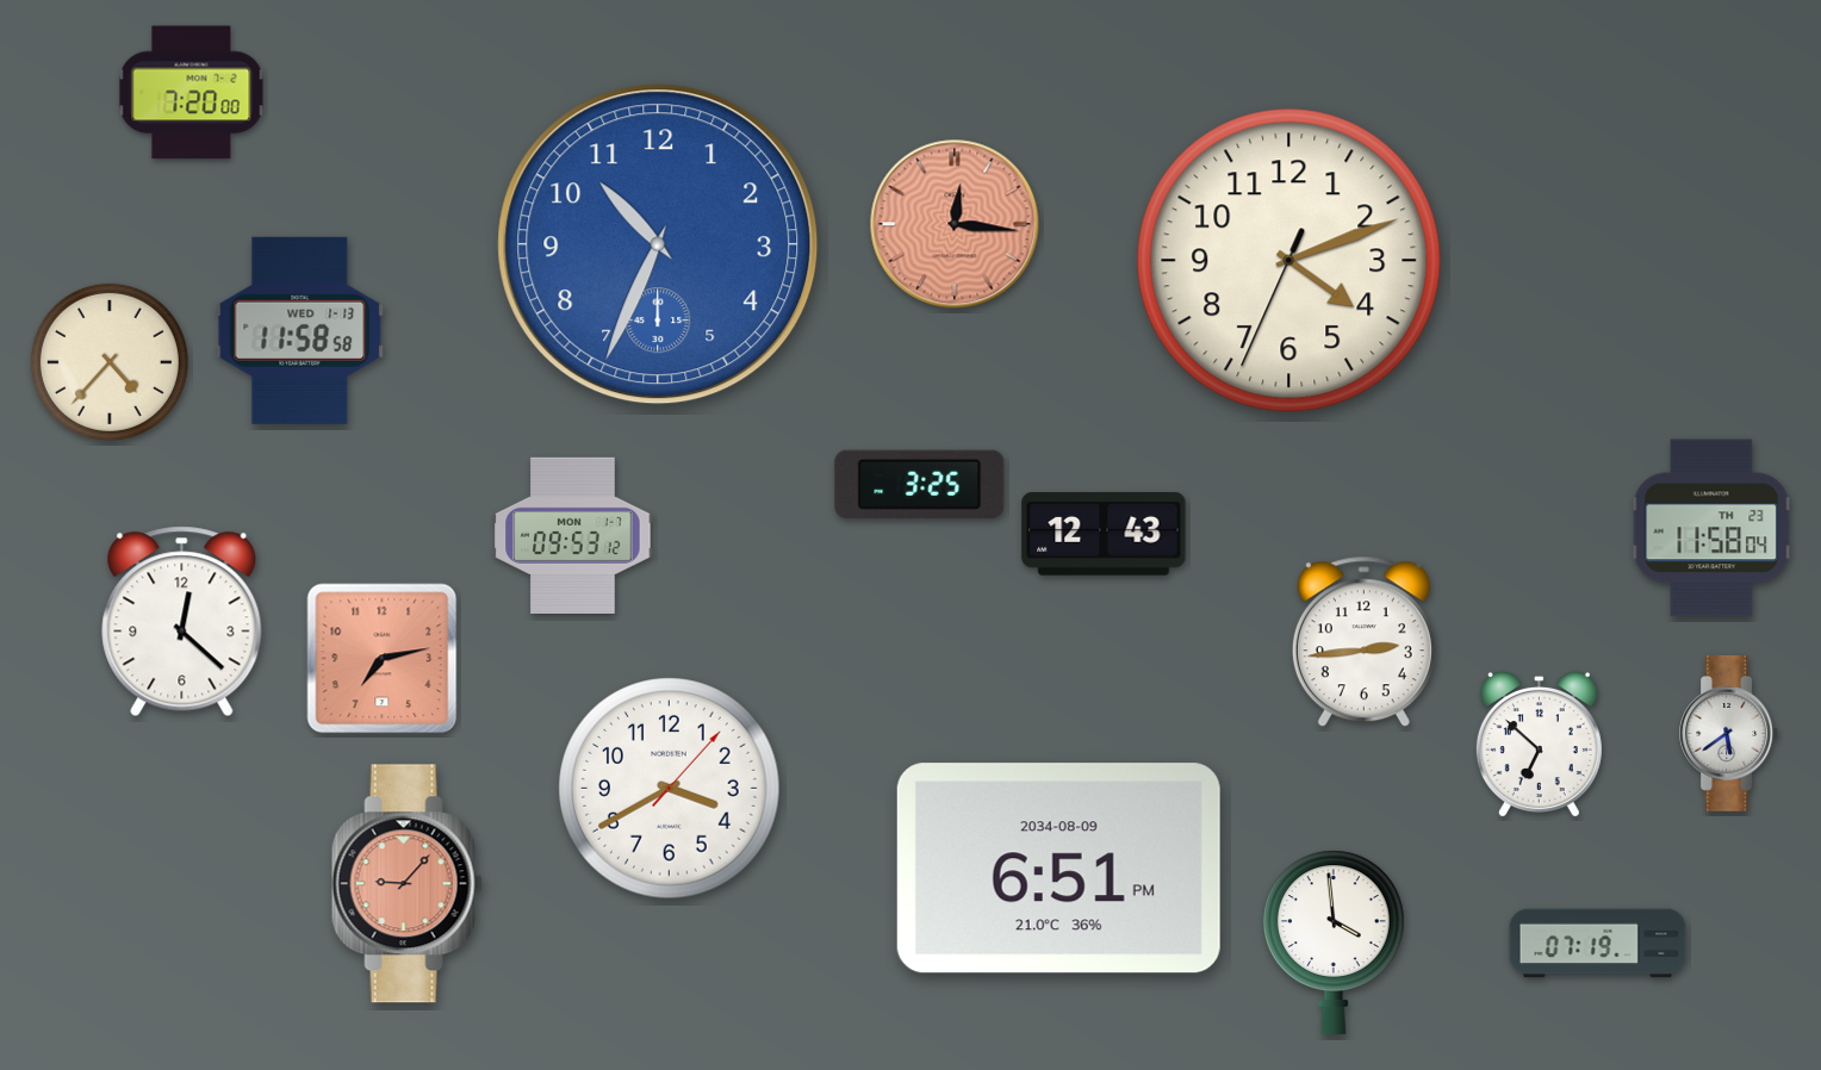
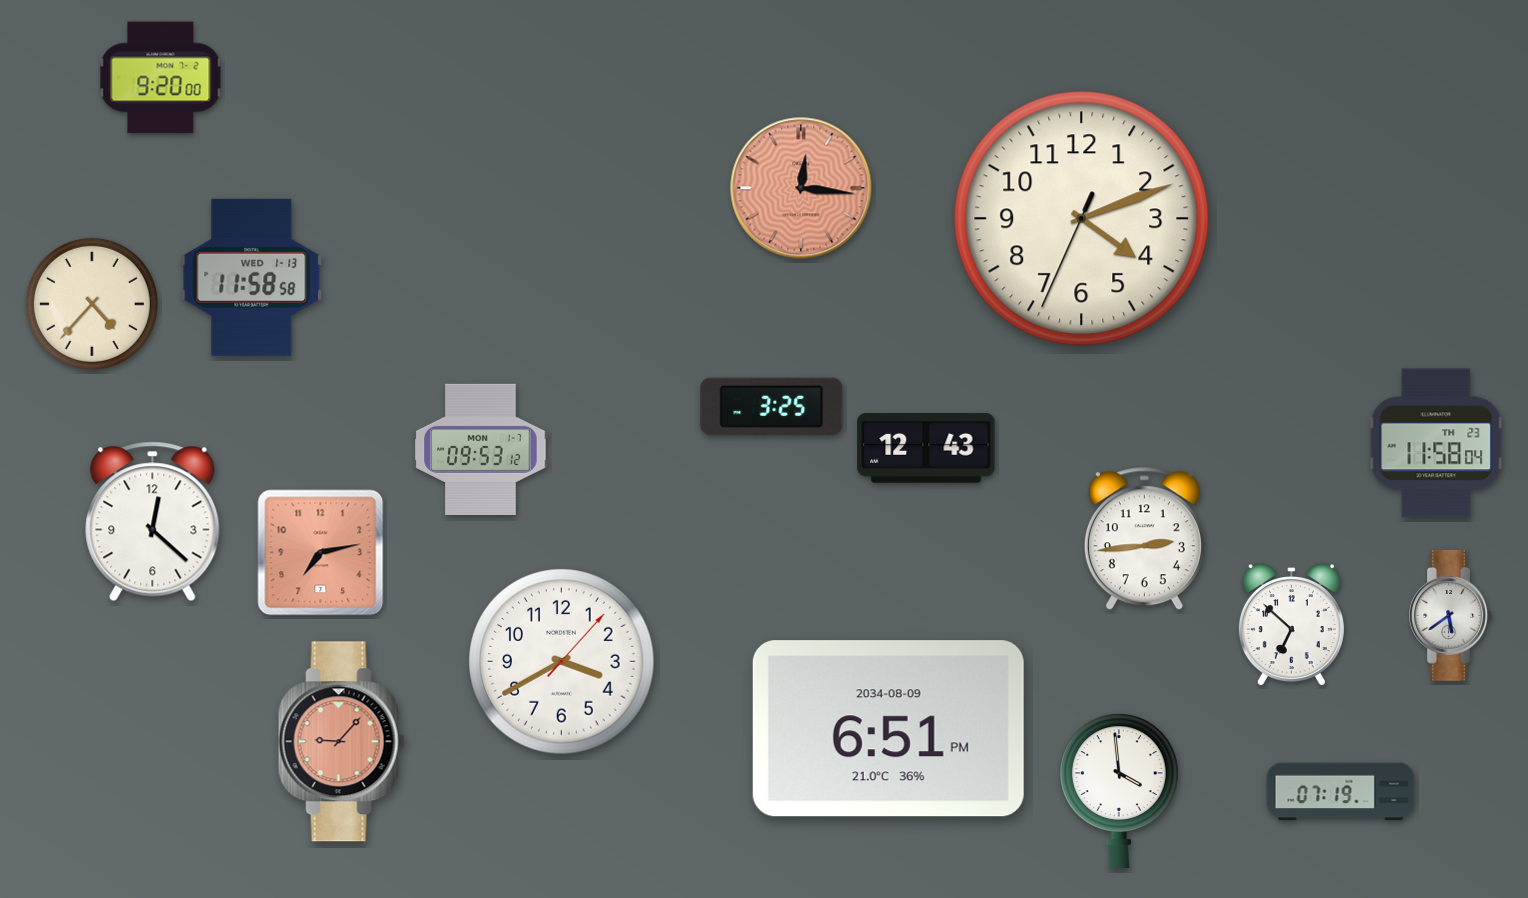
clock at (192, 93): 7:20 -> 9:20
clock at (658, 244): 10:34 -> none
